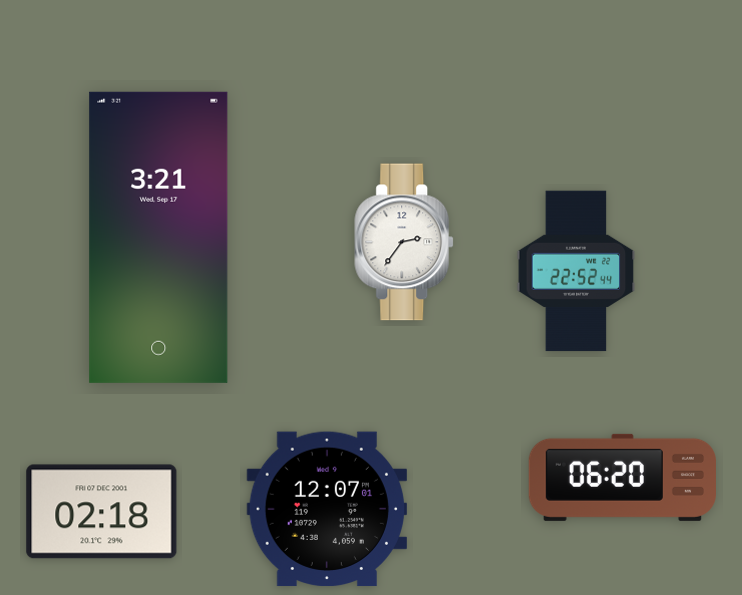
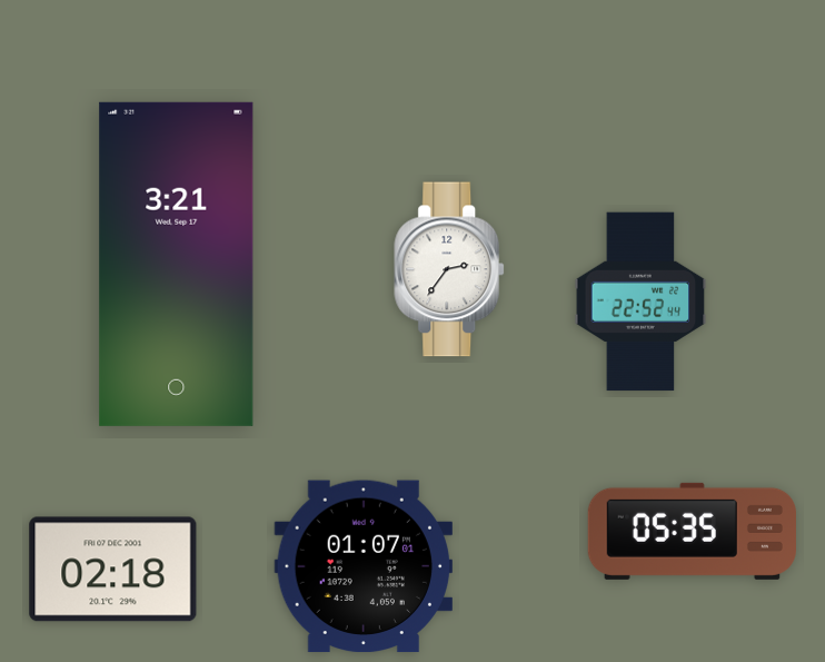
clock at (622, 477): 06:20 -> 05:35
clock at (326, 509): 12:07 -> 01:07
